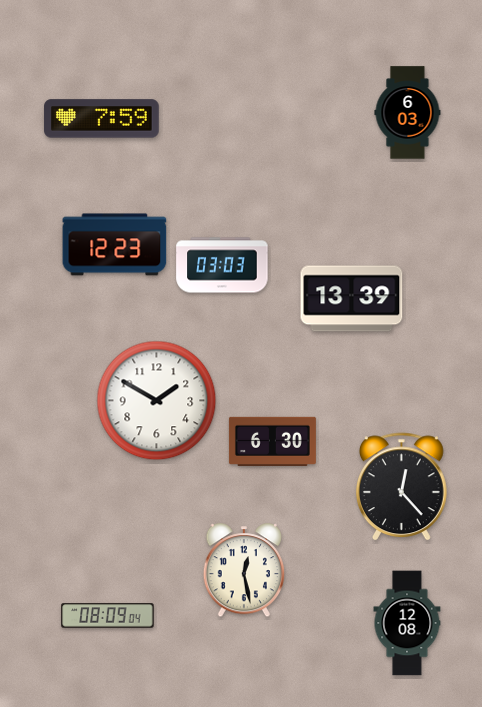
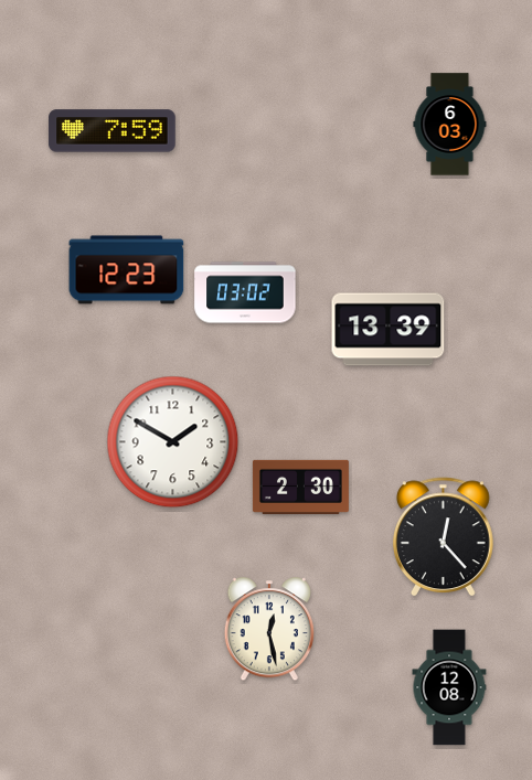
clock at (222, 265): 03:03 -> 03:02
clock at (272, 441): 6:30 -> 2:30
clock at (108, 616): 08:09 -> none
